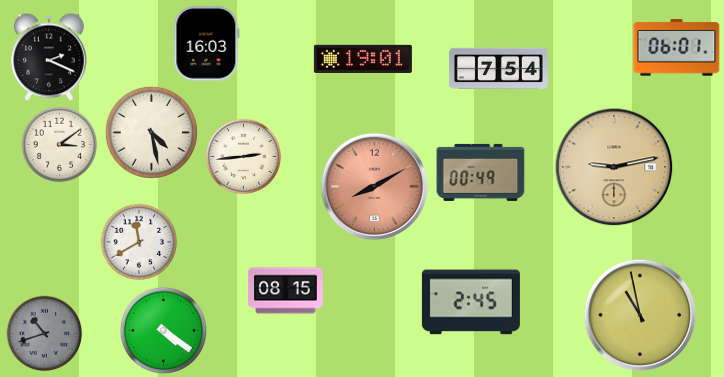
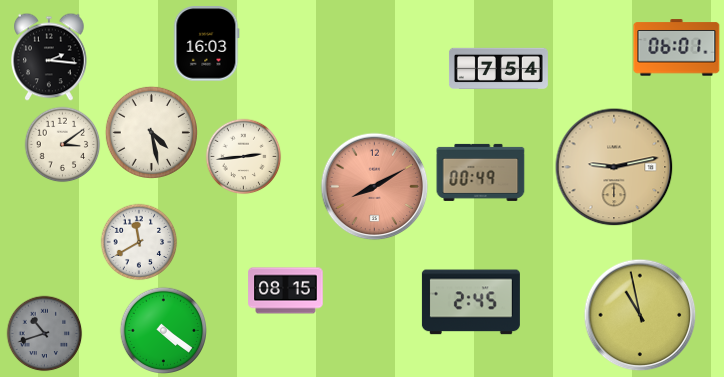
clock at (50, 57): 2:19 -> 2:16
clock at (363, 59): 19:01 -> none
clock at (60, 145) position: (60, 145) -> (63, 145)
